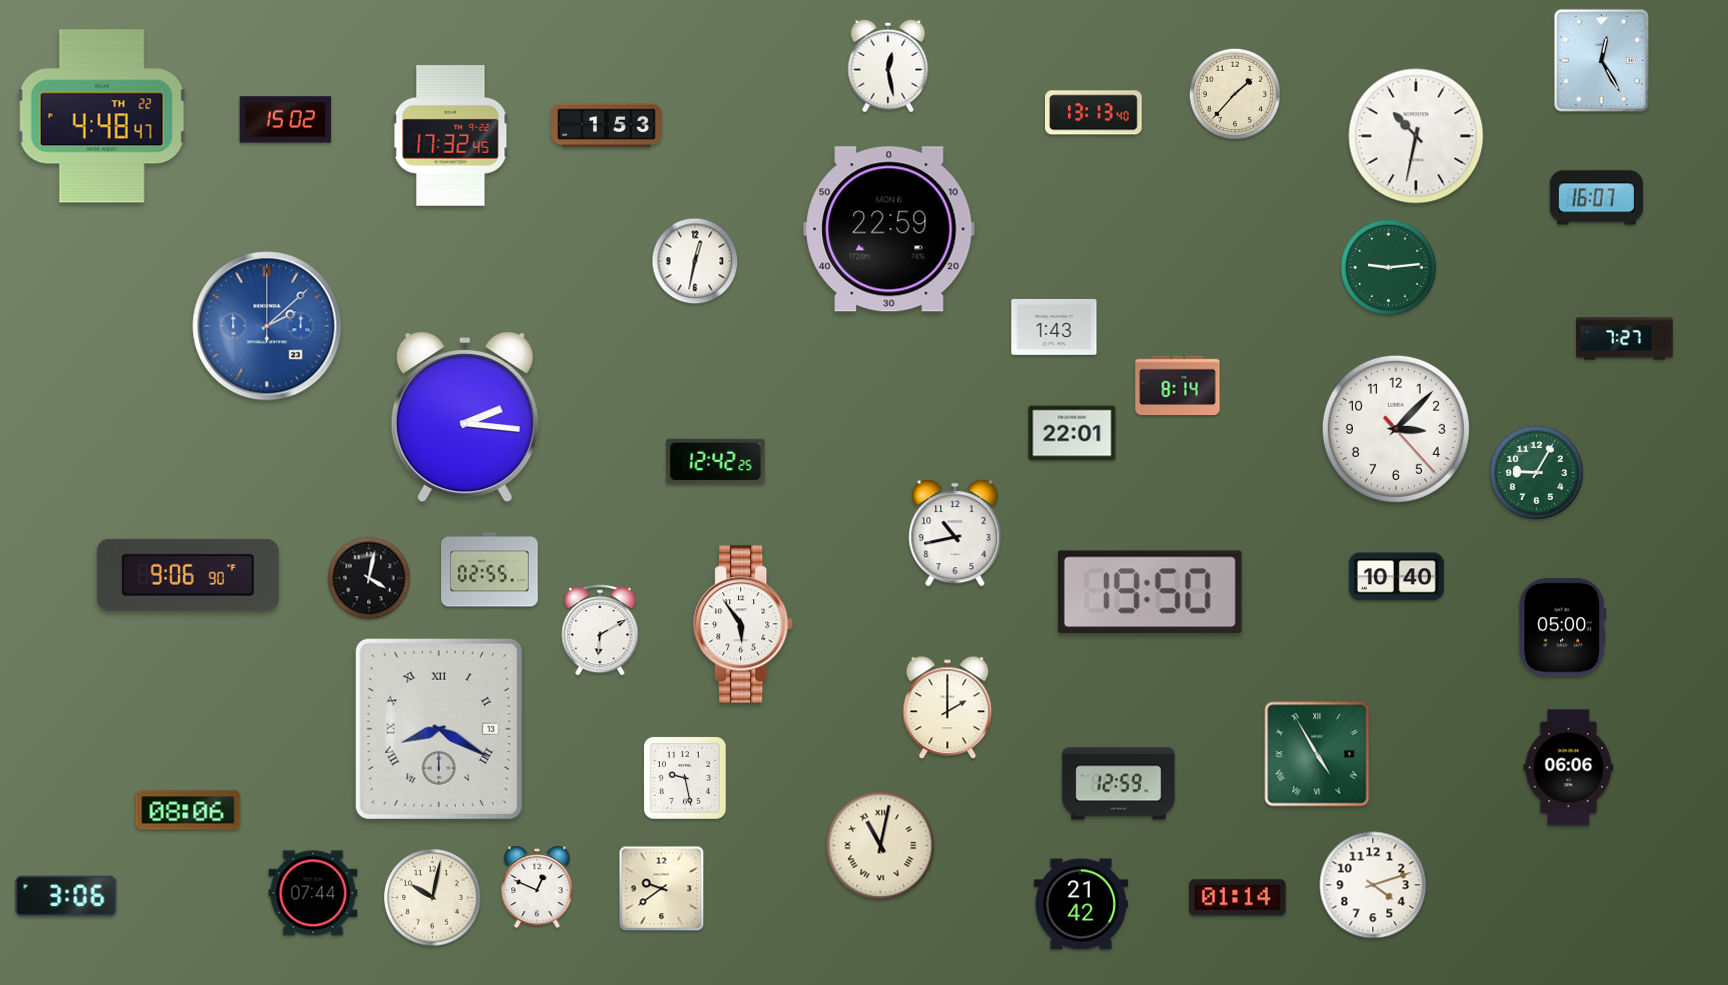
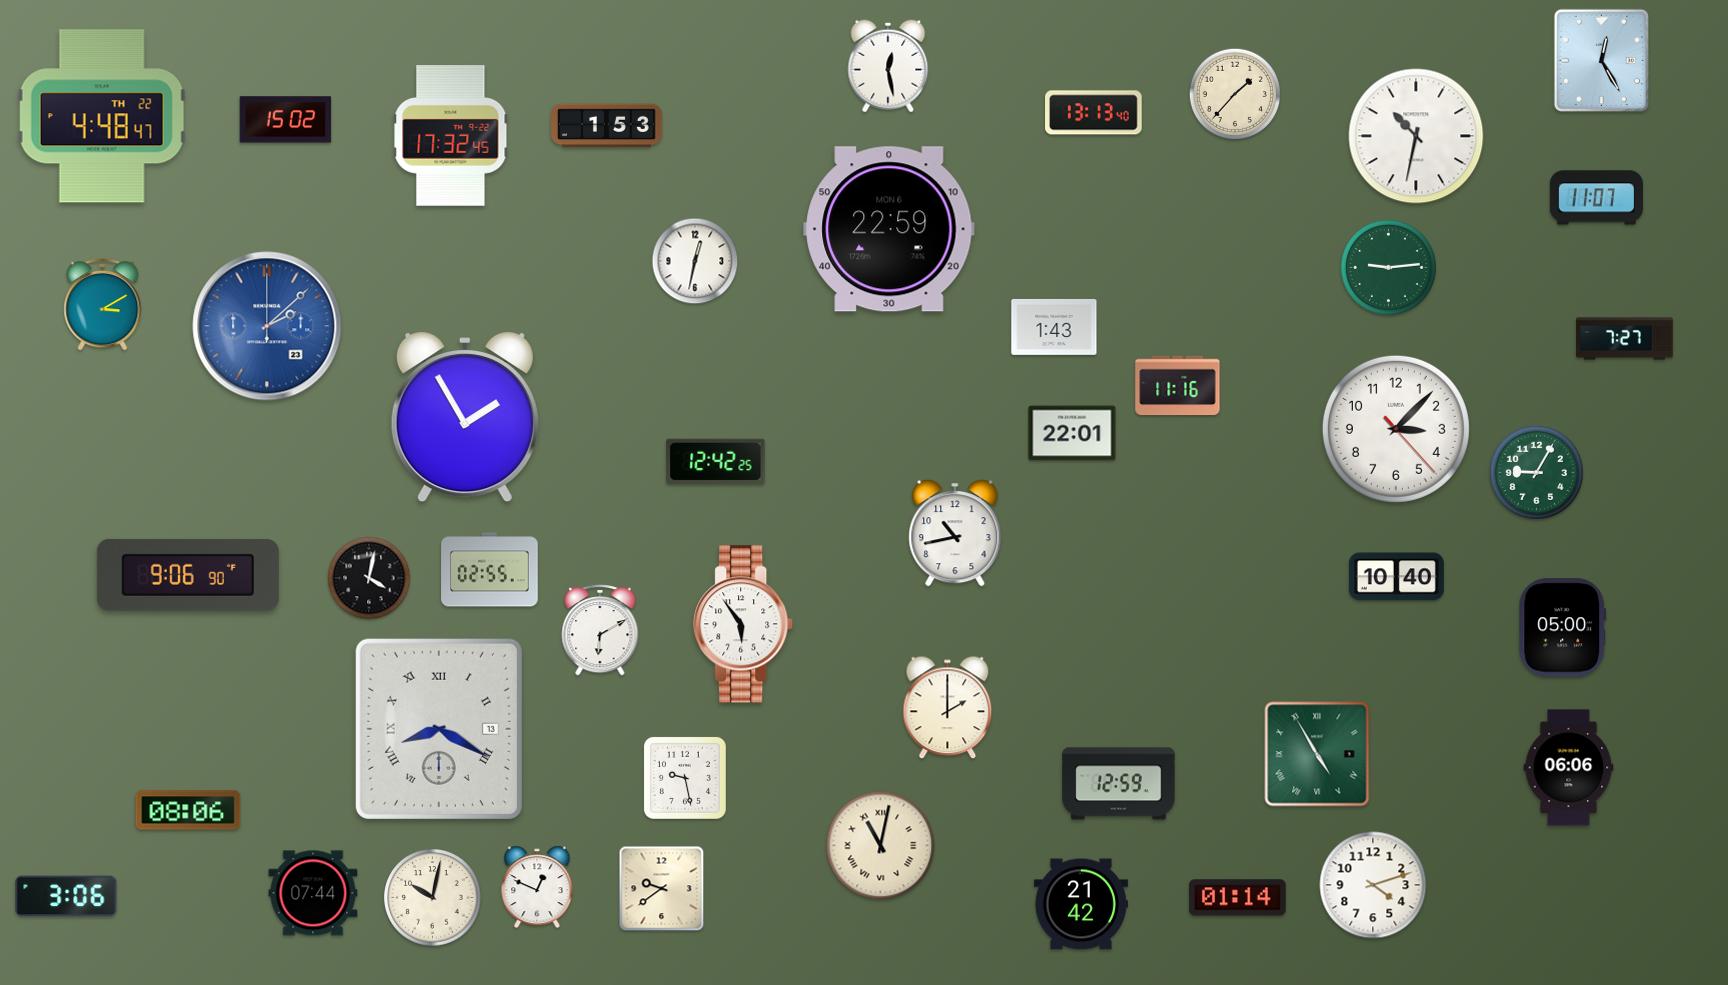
clock at (1596, 198): 16:07 -> 11:07
clock at (103, 304): none -> 3:10
clock at (1178, 386): 8:14 -> 11:16
clock at (465, 418): 2:16 -> 1:55
clock at (1150, 592): 19:50 -> none
